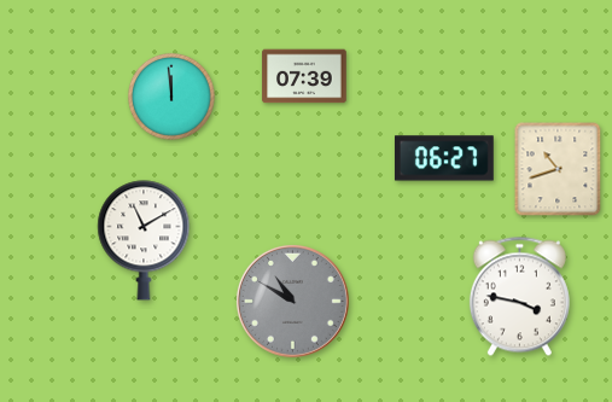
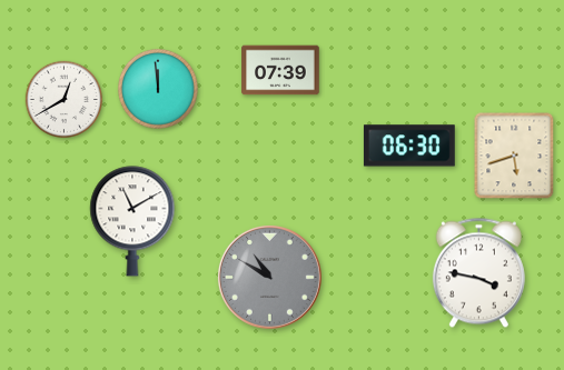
clock at (63, 99): none -> 12:40
clock at (444, 158): 06:27 -> 06:30
clock at (558, 169): 10:42 -> 5:42
